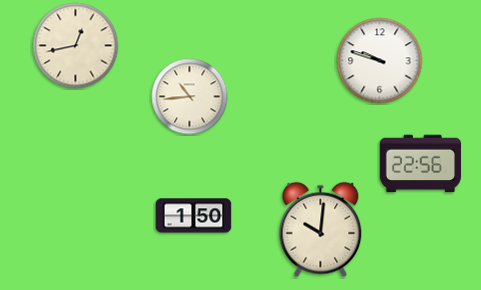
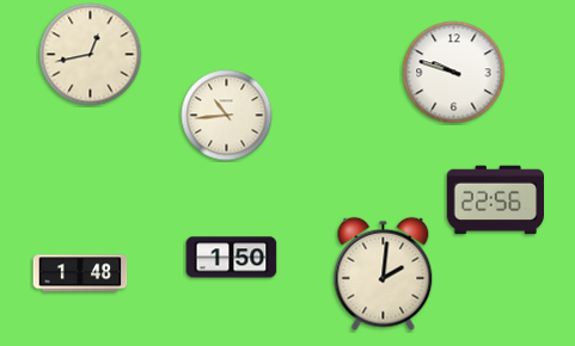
clock at (420, 164) position: (420, 164) -> (495, 200)
clock at (80, 273): none -> 1:48
clock at (321, 230): 10:01 -> 2:01
